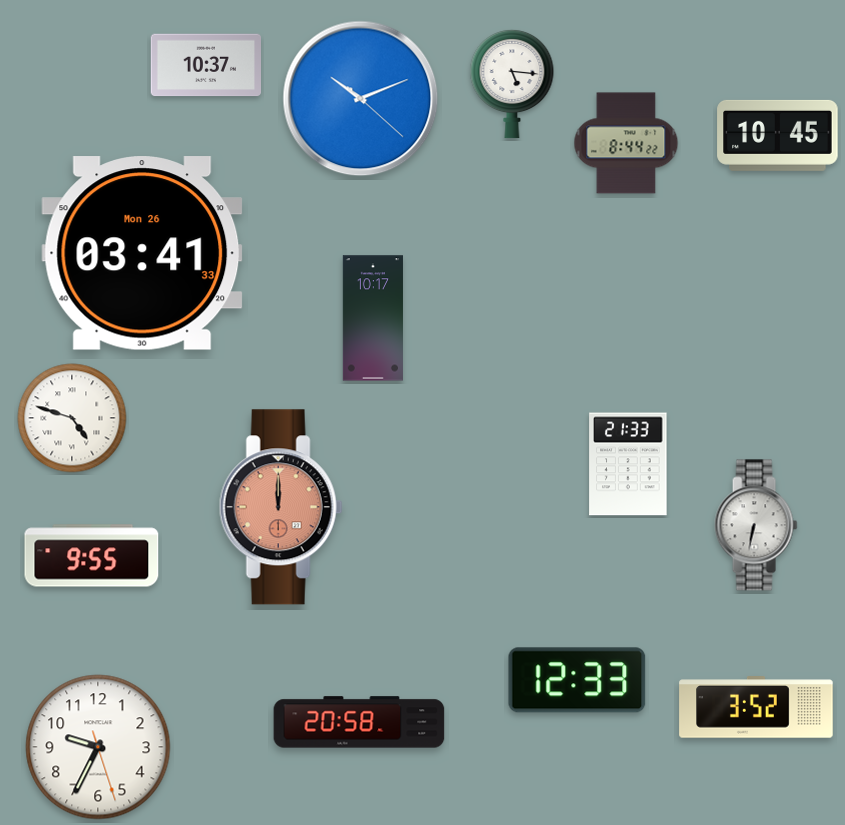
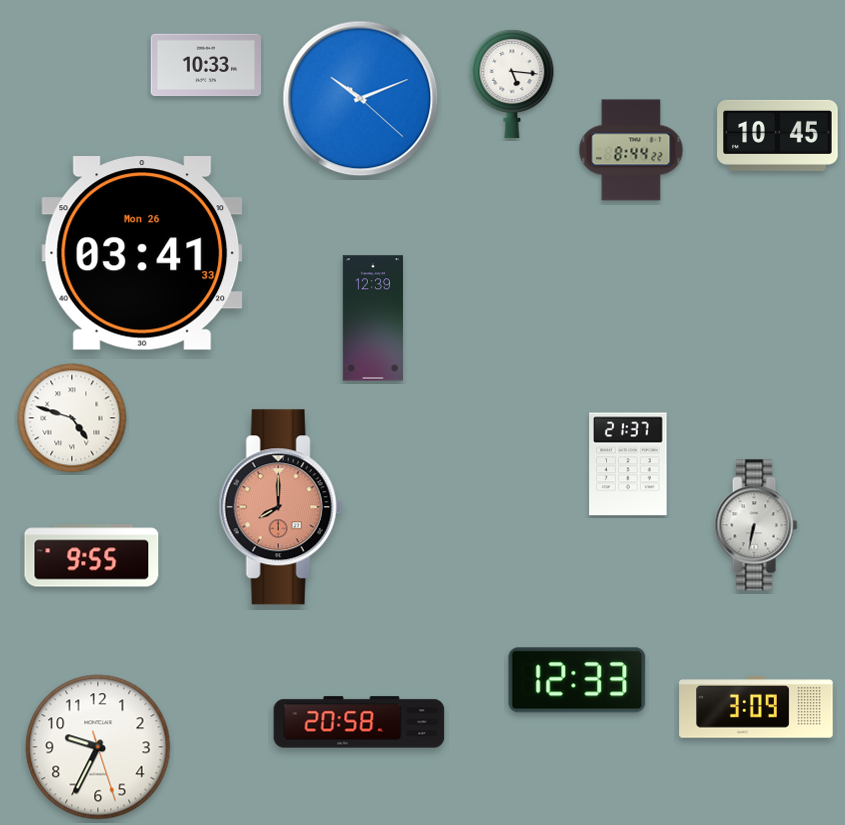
clock at (205, 65): 10:37 -> 10:33
clock at (626, 143) position: (626, 143) -> (631, 150)
clock at (373, 318): 10:17 -> 12:39
clock at (628, 464): 21:33 -> 21:37
clock at (281, 507): 12:00 -> 8:00
clock at (756, 707): 3:52 -> 3:09
